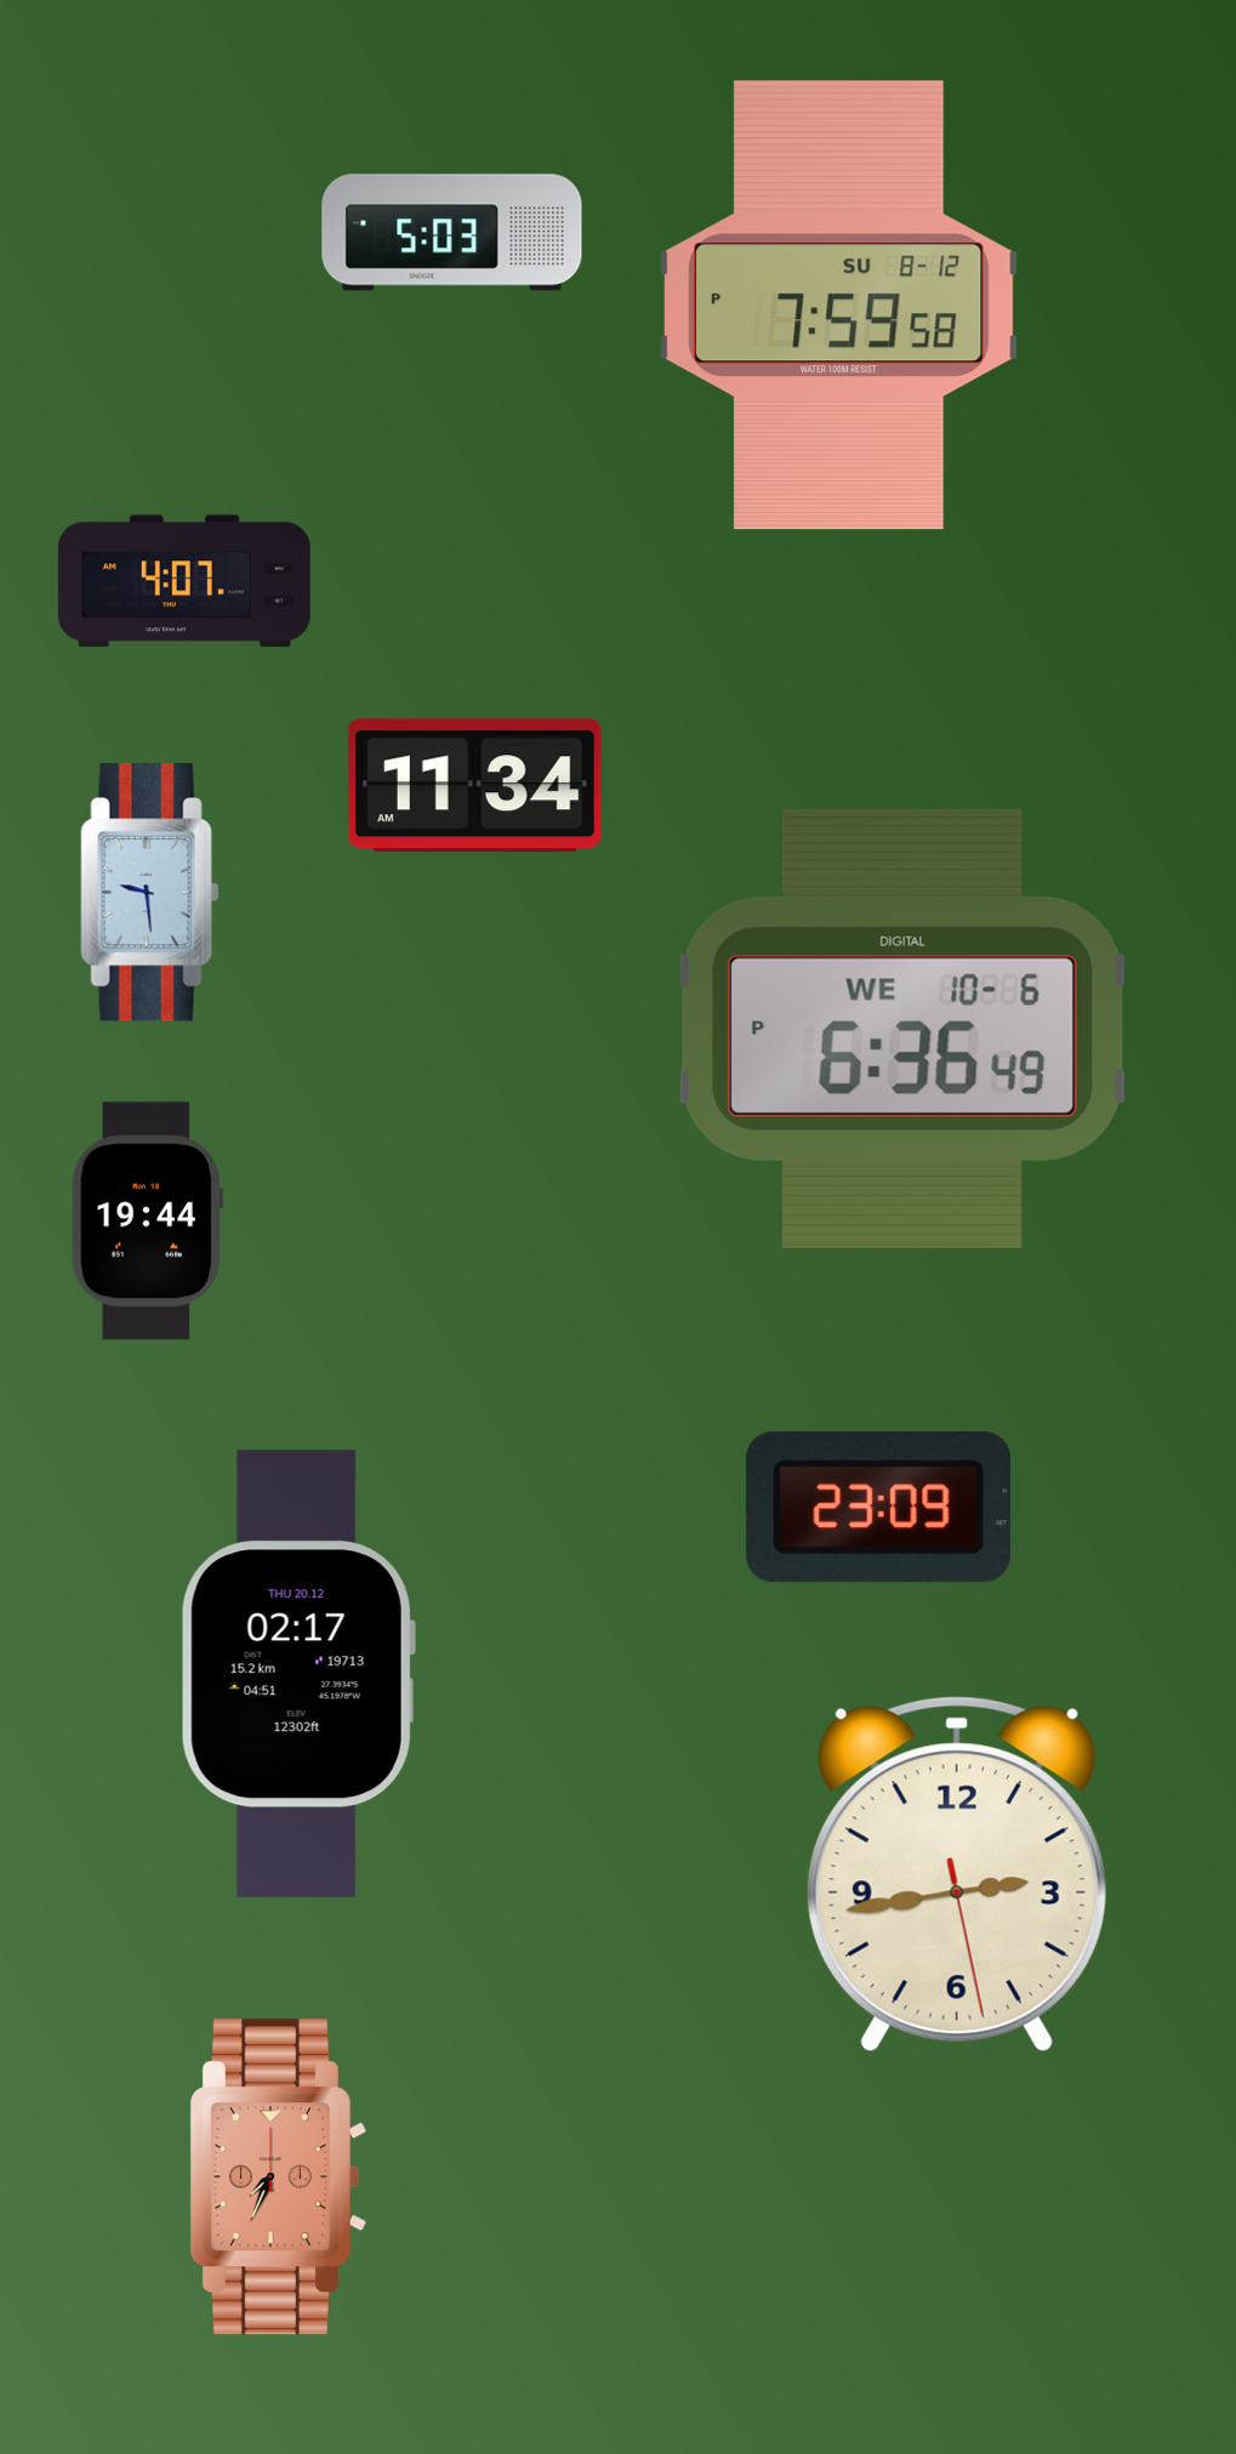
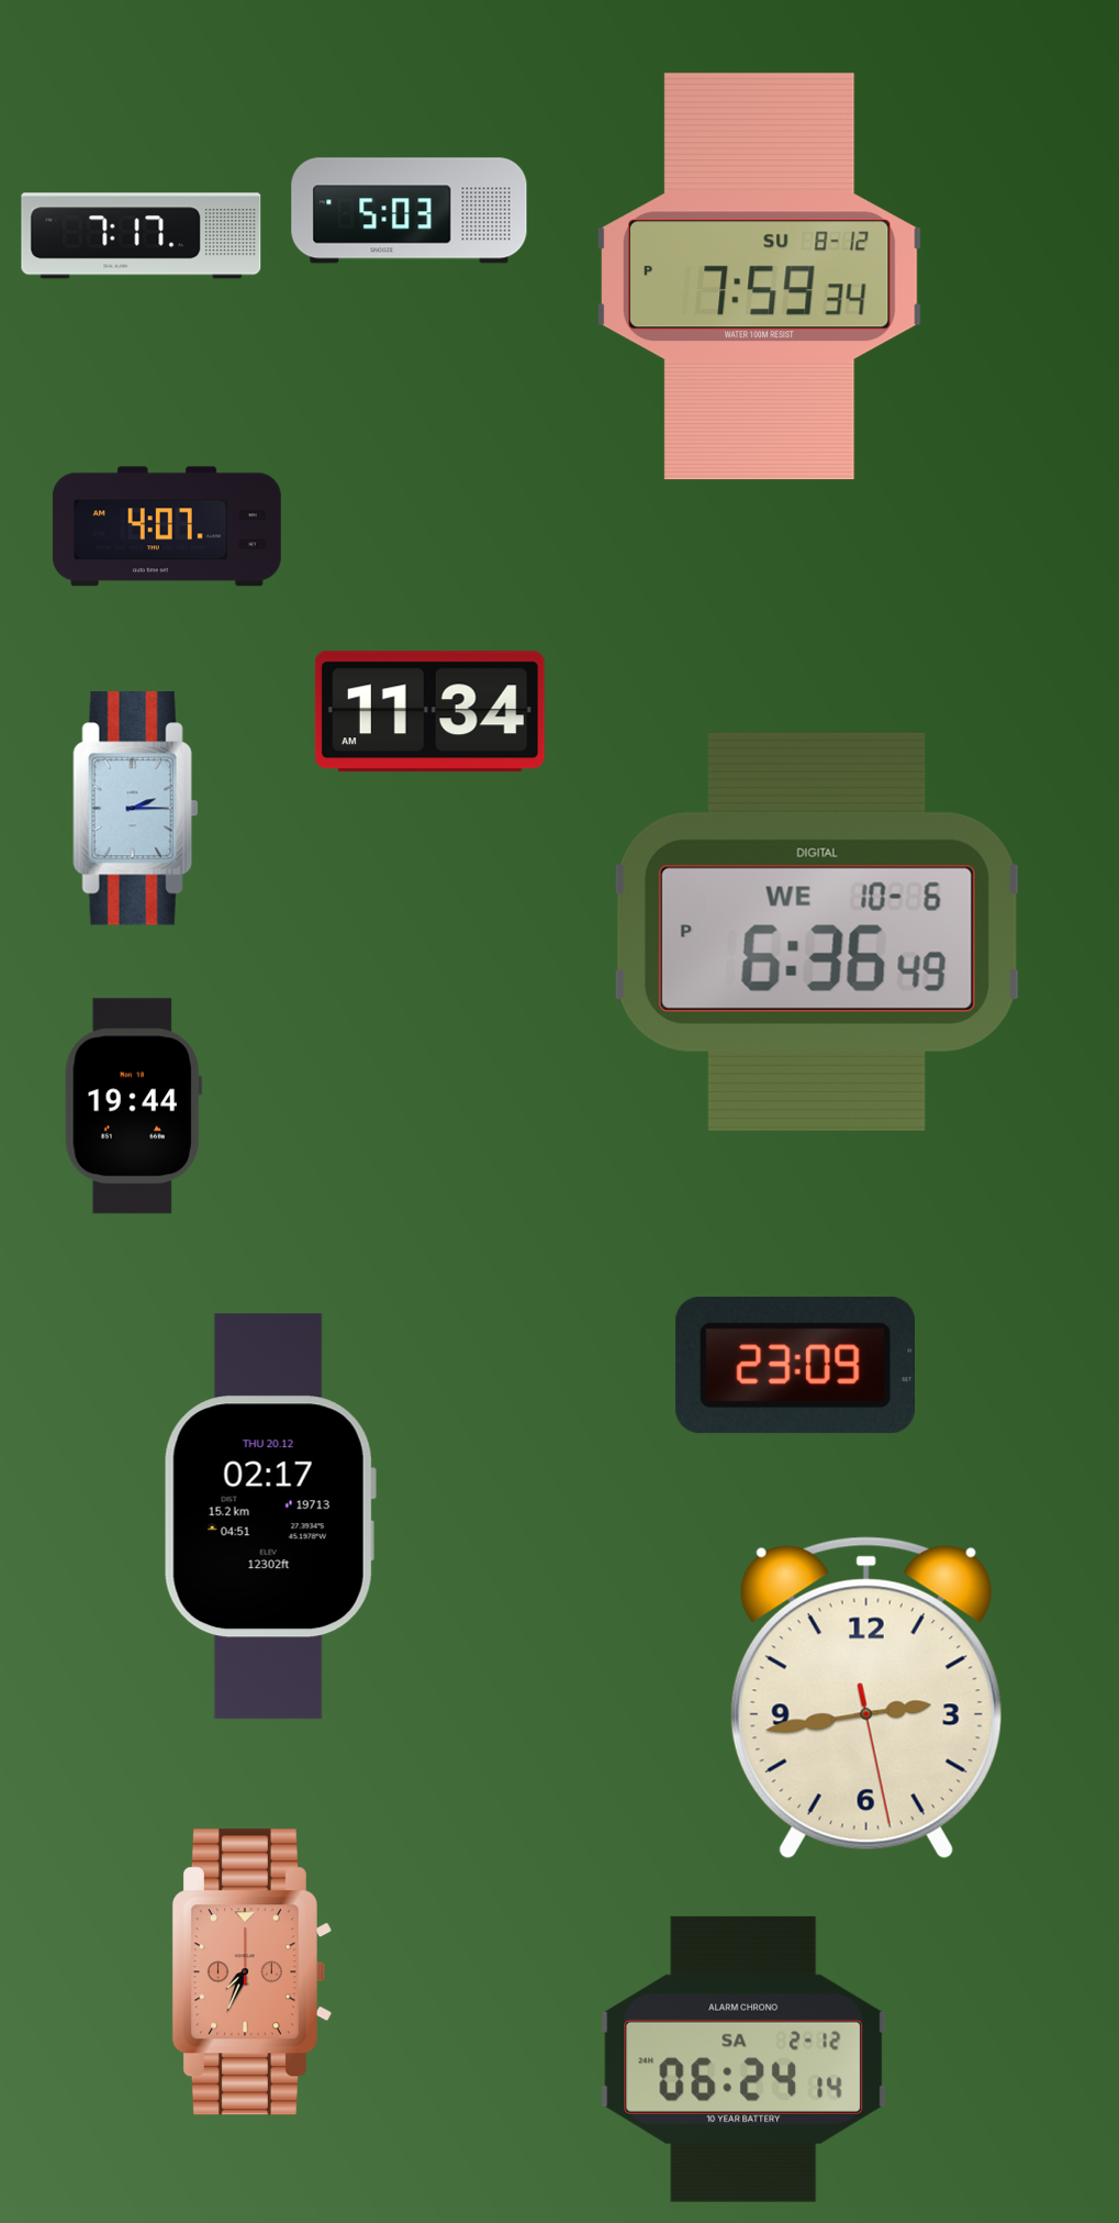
clock at (142, 236): none -> 7:17
clock at (838, 306): 7:59:58 PM -> 7:59:34 PM
clock at (150, 893): 9:29 -> 2:15
clock at (743, 2059): none -> 06:24
